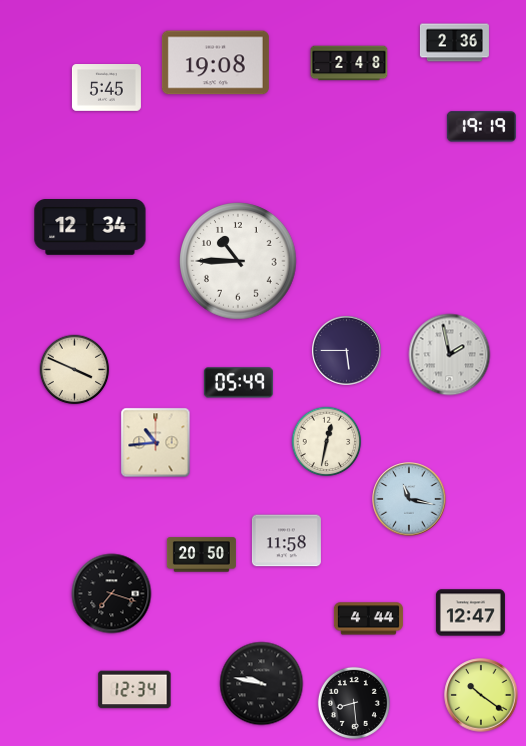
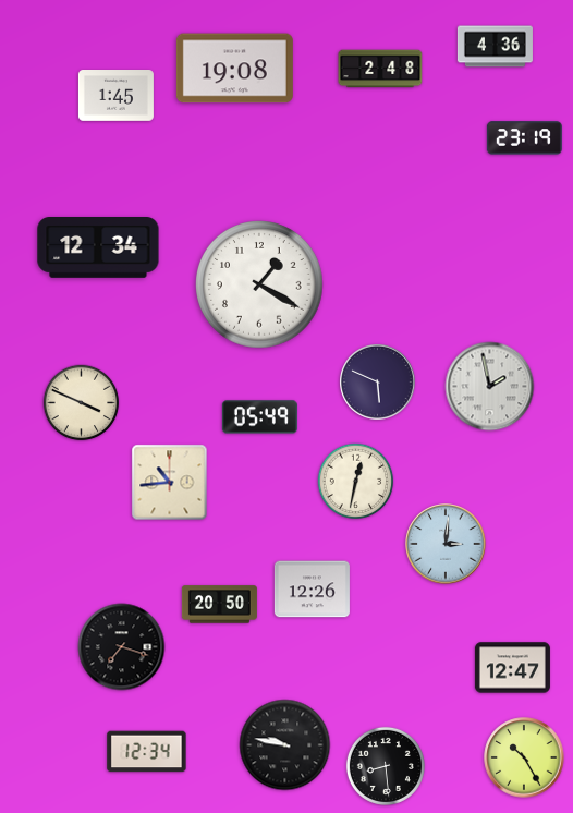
clock at (454, 43): 2:36 -> 4:36
clock at (106, 88): 5:45 -> 1:45
clock at (481, 127): 19:19 -> 23:19
clock at (238, 261): 10:45 -> 1:20
clock at (347, 351): 5:45 -> 5:49
clock at (409, 499): 11:17 -> 3:01
clock at (286, 541): 11:58 -> 12:26
clock at (368, 619): 4:44 -> none
clock at (481, 695): 10:21 -> 10:25
